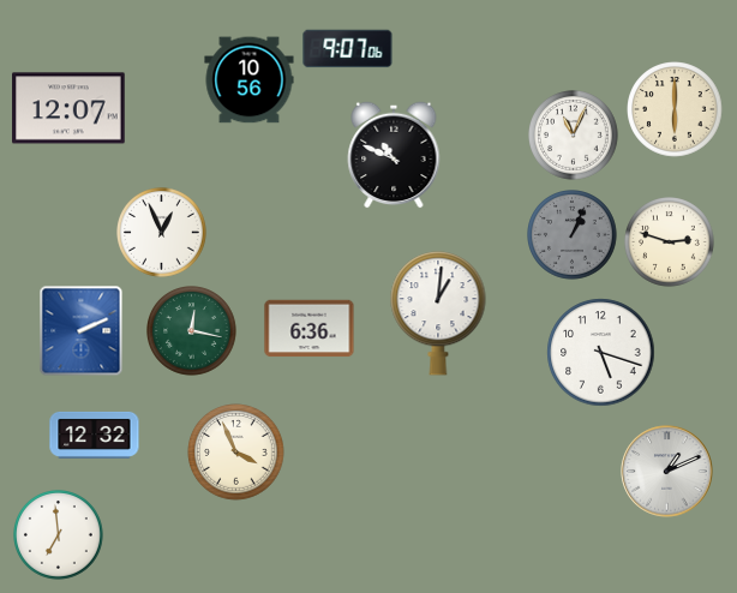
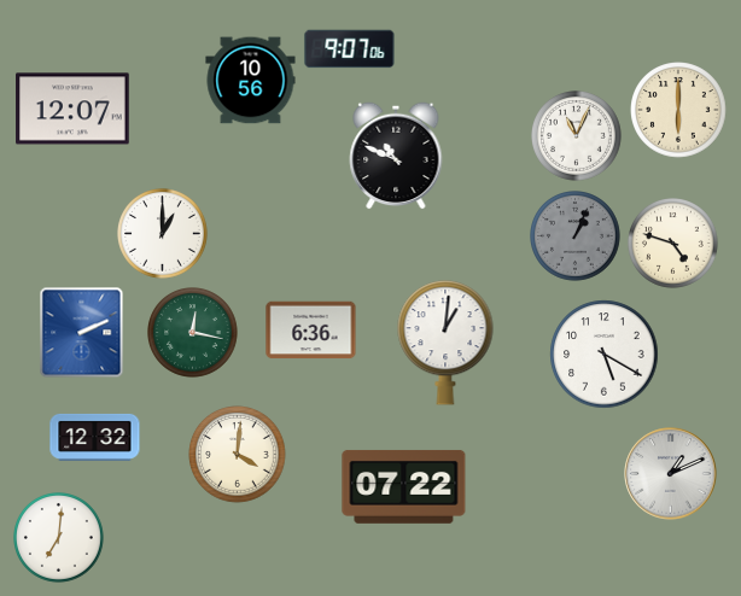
clock at (68, 108) position: (68, 108) -> (72, 109)
clock at (162, 233): 12:56 -> 1:00
clock at (670, 242): 2:48 -> 4:48
clock at (438, 315) position: (438, 315) -> (445, 344)
clock at (601, 353): 5:18 -> 5:20
clock at (236, 453): 3:56 -> 4:01
clock at (404, 486): none -> 07:22
clock at (59, 535): 6:59 -> 7:01
